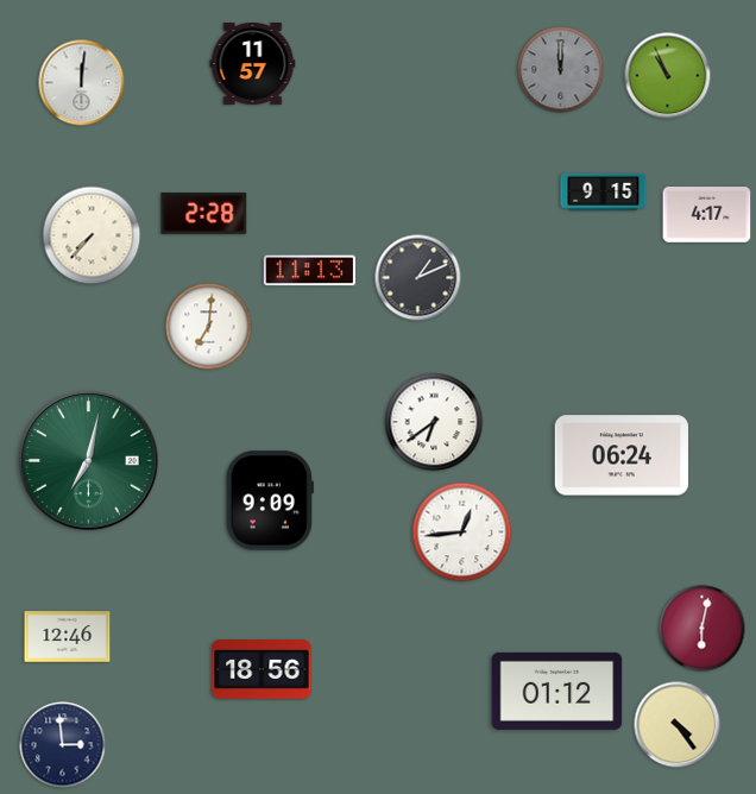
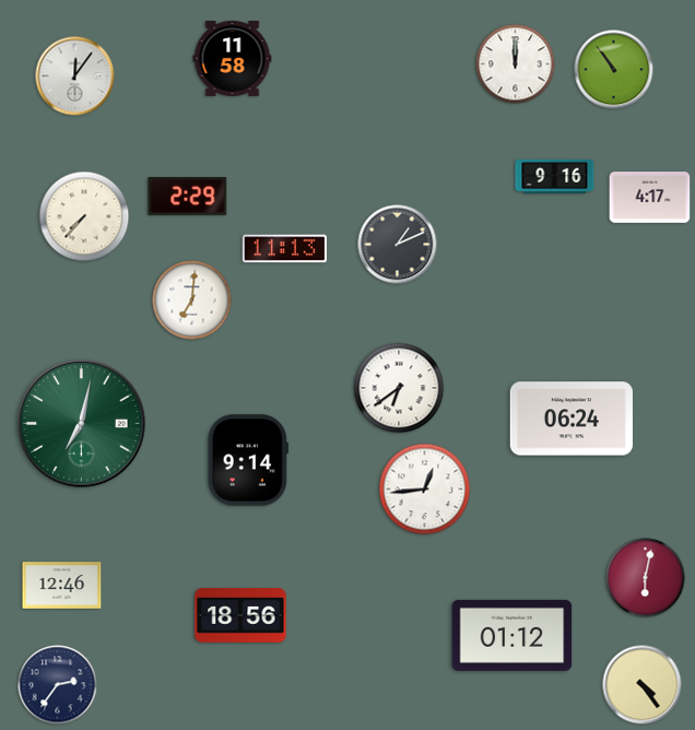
clock at (253, 63): 11:57 -> 11:58
clock at (561, 70) dial: grey -> white
clock at (668, 76): 10:56 -> 10:54
clock at (82, 83): 12:01 -> 12:06
clock at (604, 191): 9:15 -> 9:16
clock at (204, 213): 2:28 -> 2:29
clock at (418, 278) position: (418, 278) -> (398, 245)
clock at (270, 500): 9:09 -> 9:14
clock at (678, 725) position: (678, 725) -> (643, 685)
clock at (63, 745): 2:59 -> 2:36
